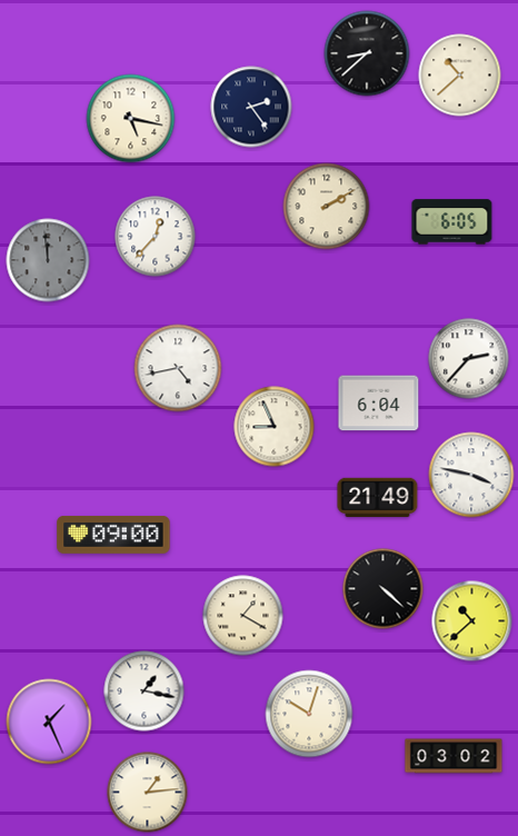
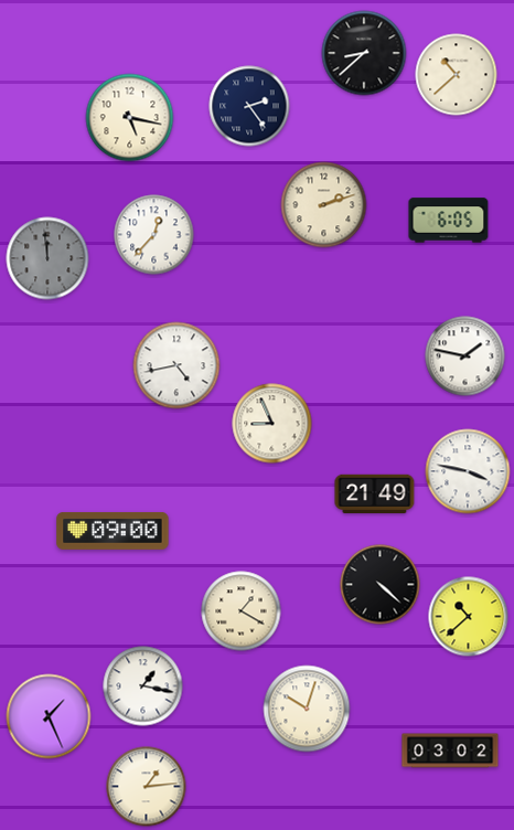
clock at (327, 207): 2:10 -> 2:12
clock at (469, 359): 2:37 -> 1:47
clock at (379, 404): 6:04 -> none
